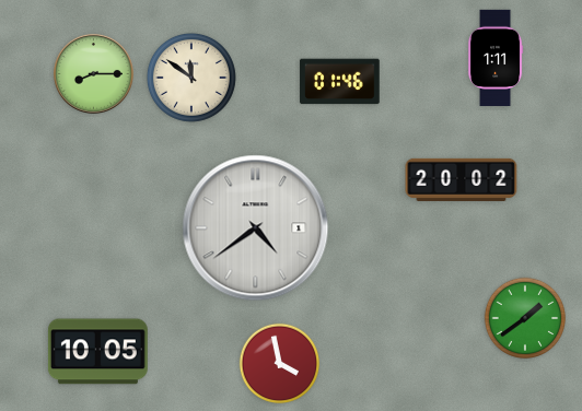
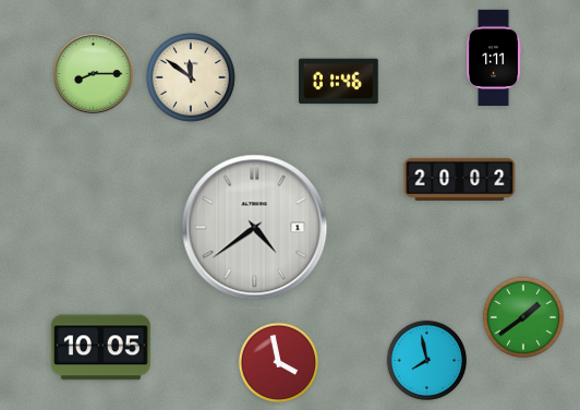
clock at (97, 352) position: (97, 352) -> (100, 348)
clock at (427, 361): none -> 7:58
